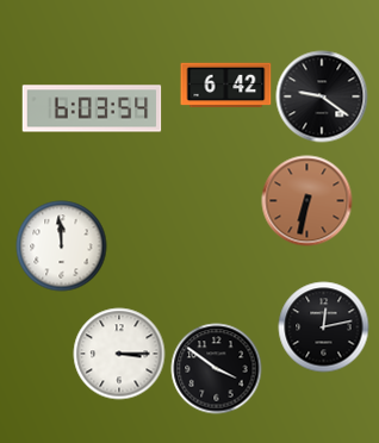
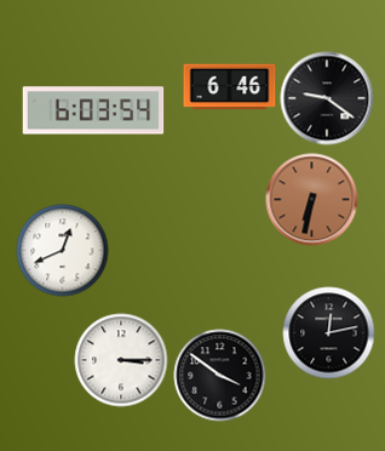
clock at (226, 86): 6:42 -> 6:46
clock at (307, 201) position: (307, 201) -> (312, 200)
clock at (62, 247): 11:59 -> 12:41
